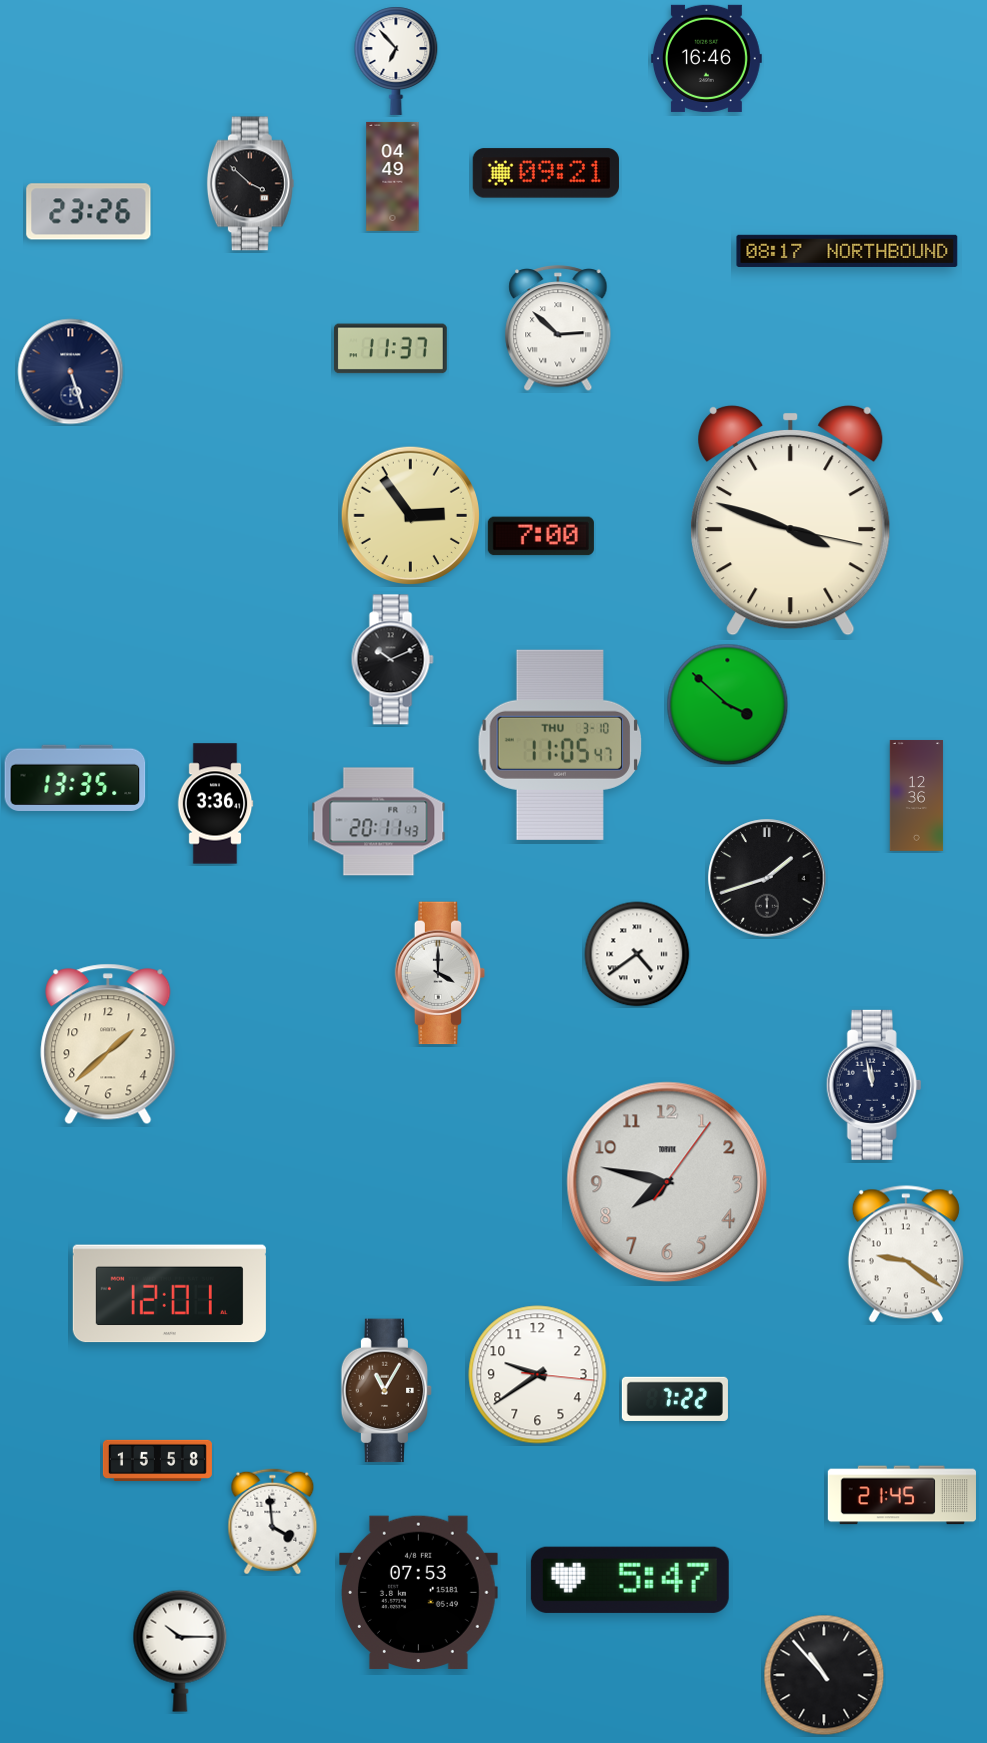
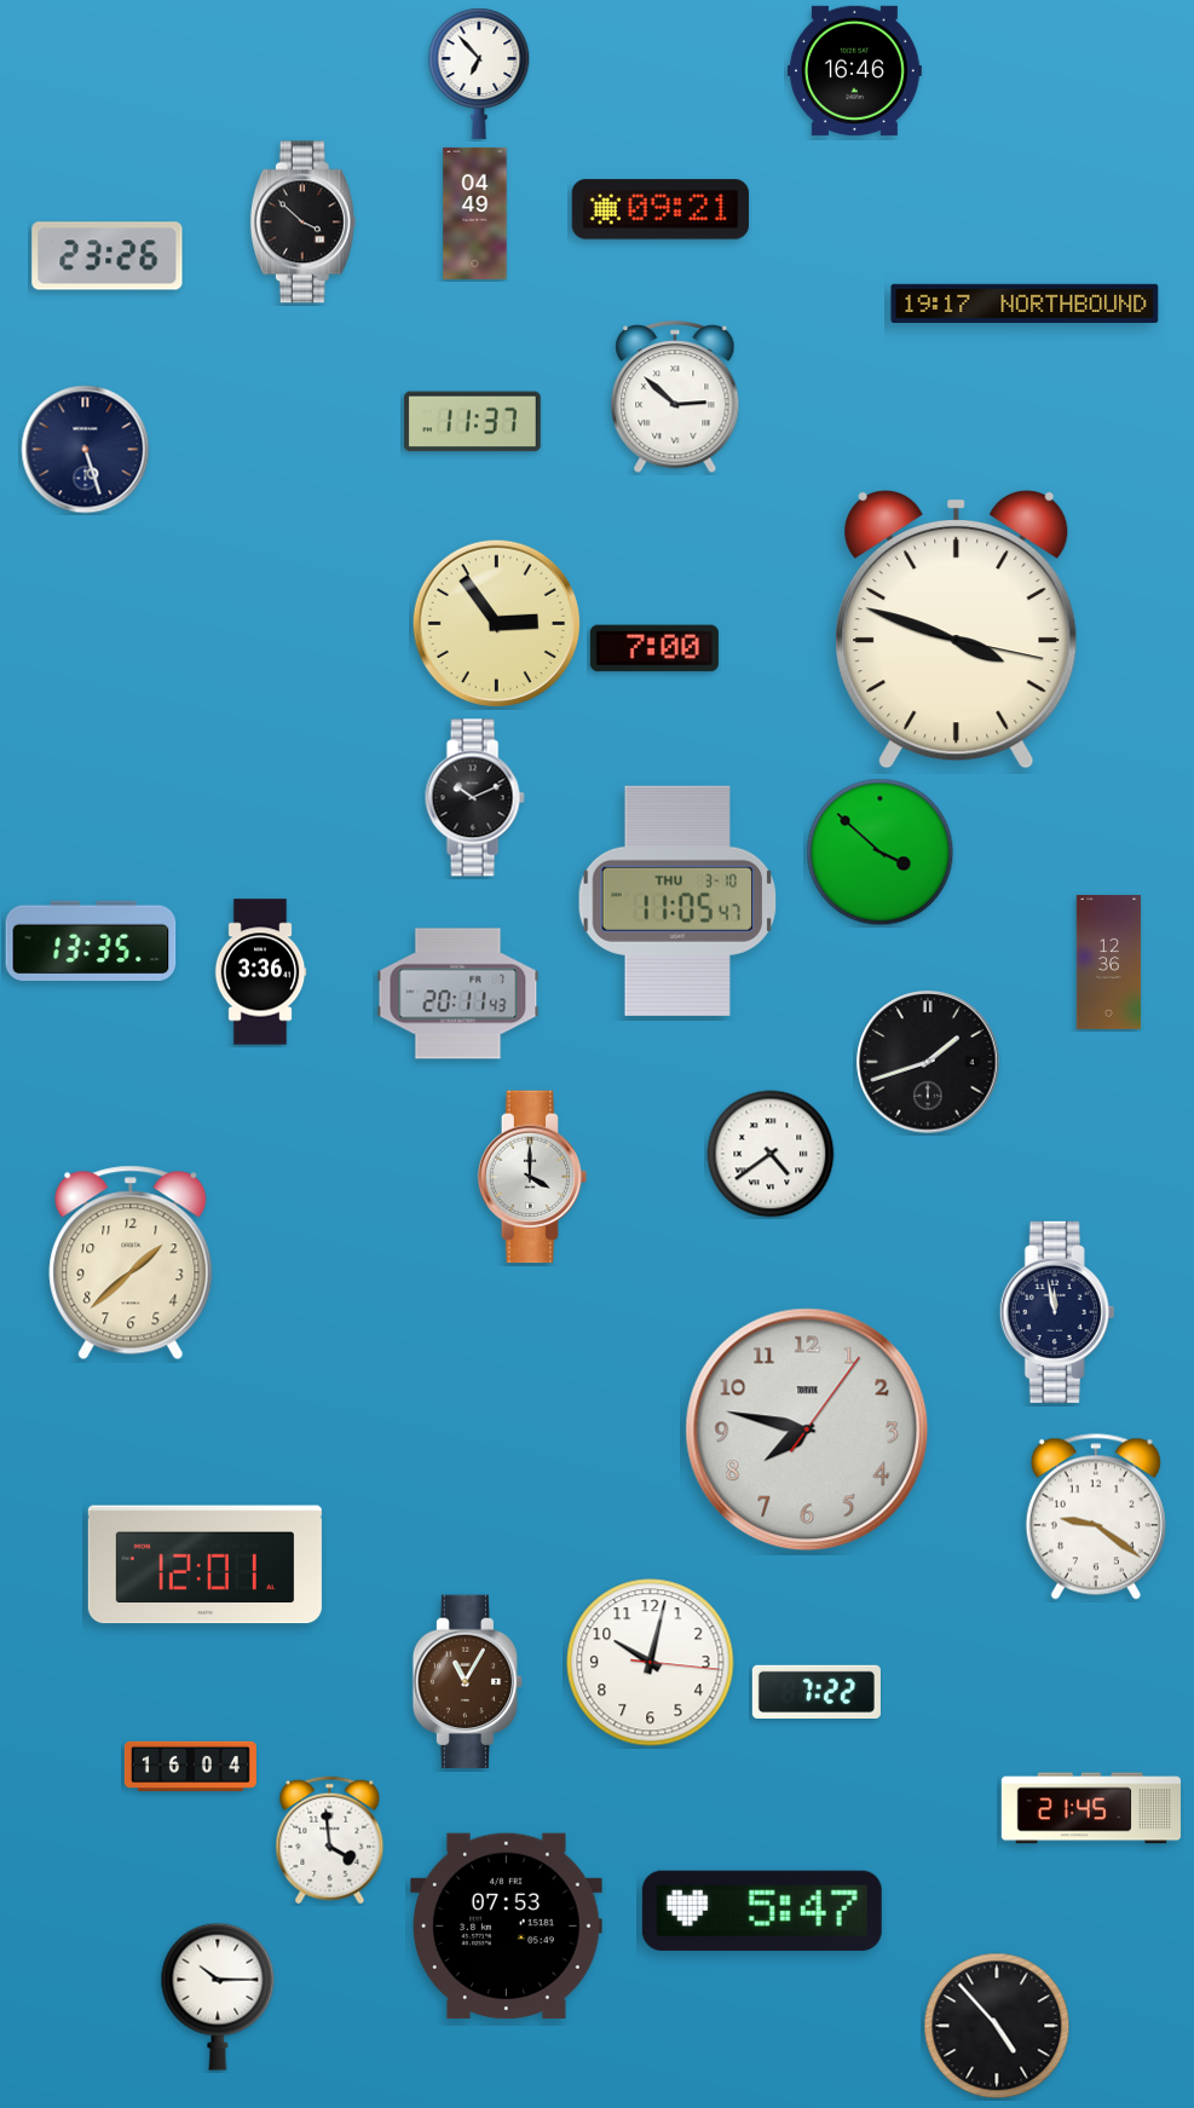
clock at (847, 251): 08:17 -> 19:17
clock at (538, 1375): 9:39 -> 10:02
clock at (157, 1460): 15:58 -> 16:04
clock at (824, 1675): 10:53 -> 4:53
